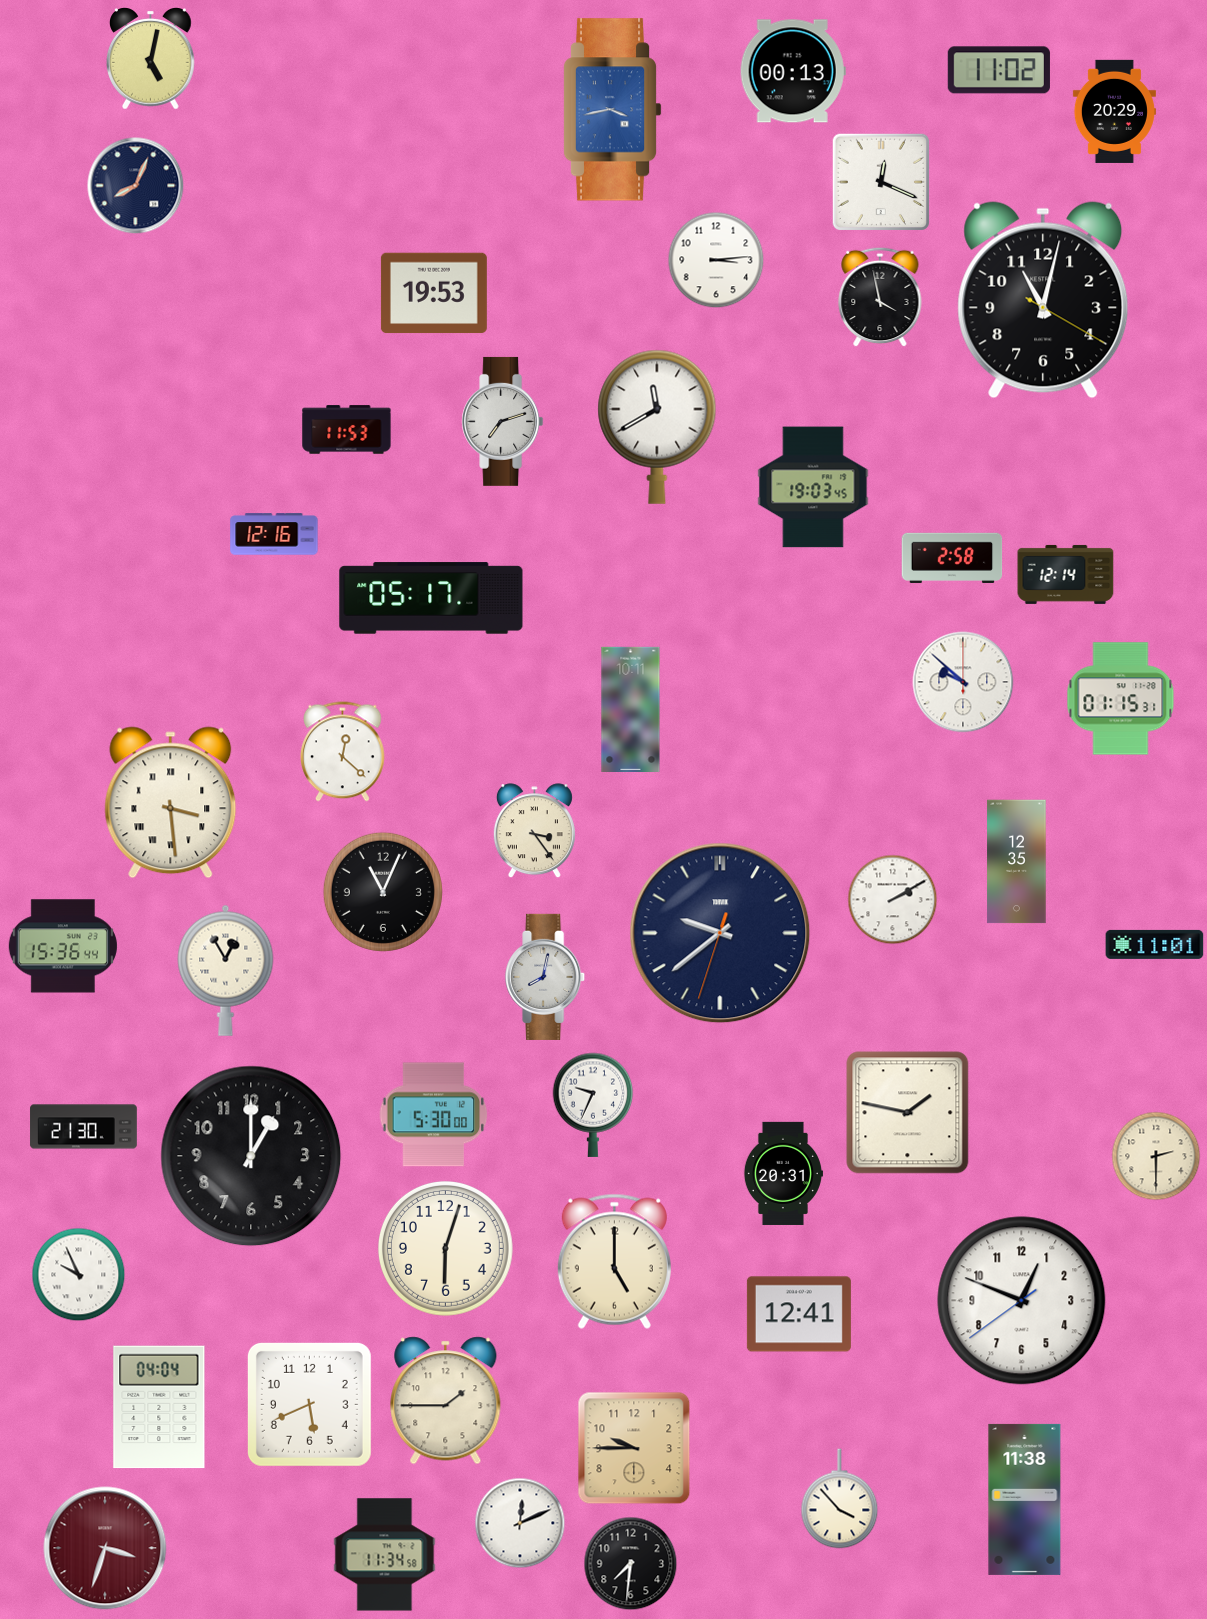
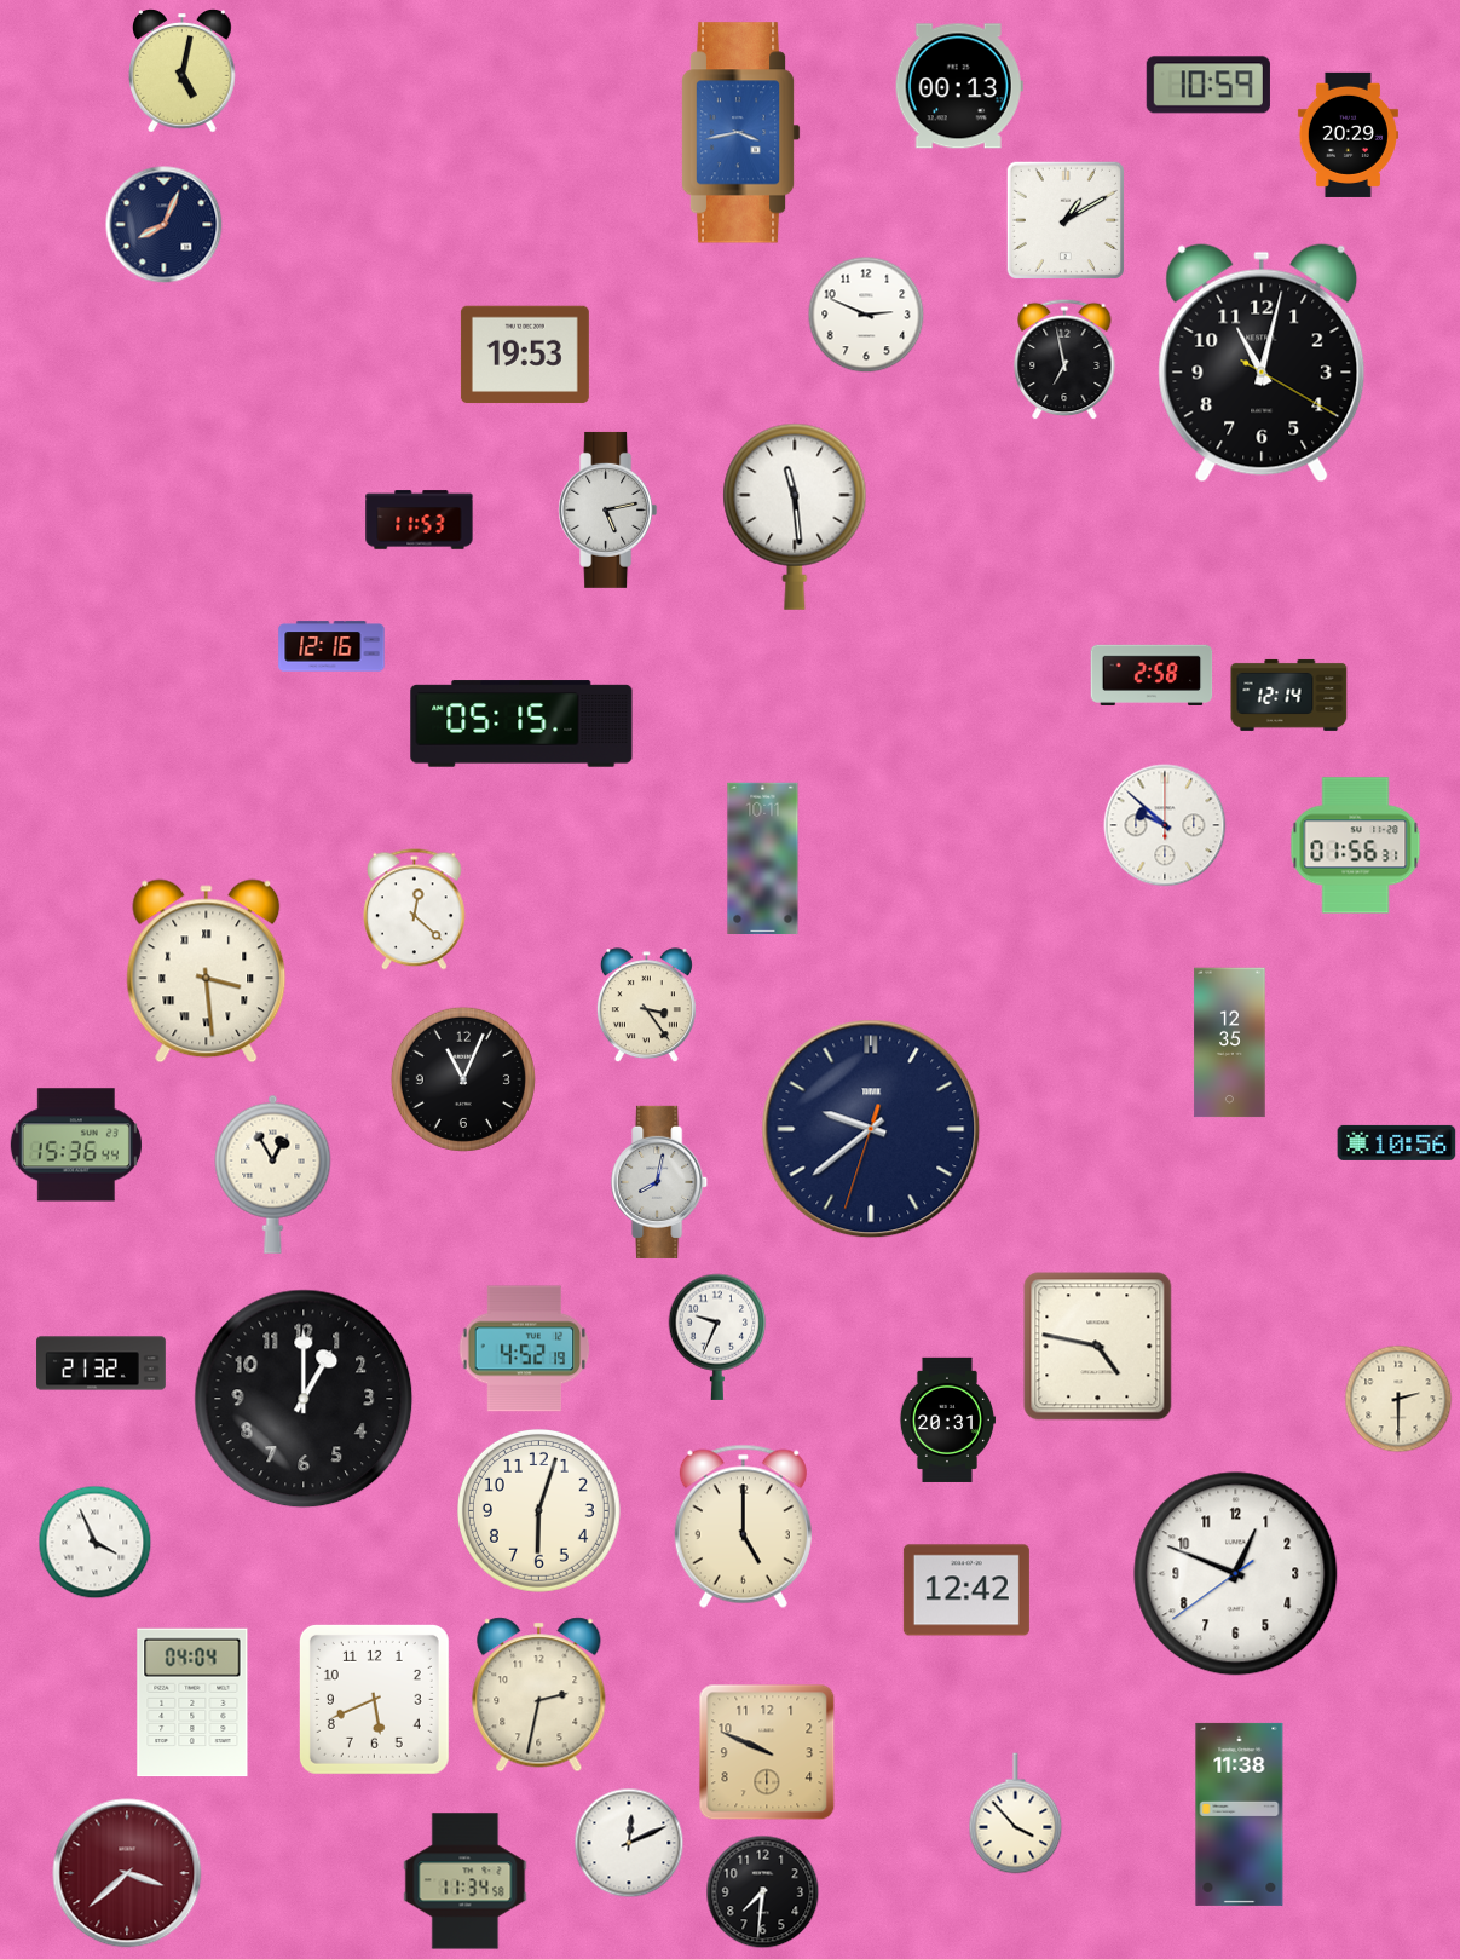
clock at (999, 70): 11:02 -> 10:59
clock at (880, 181): 12:19 -> 1:10
clock at (716, 260): 3:14 -> 2:49
clock at (880, 297): 3:58 -> 6:58
clock at (503, 421): 7:12 -> 5:13
clock at (657, 427): 11:40 -> 11:29
clock at (813, 487): 19:03 -> none
clock at (431, 598): 05:17 -> 05:15
clock at (1121, 699): 01:15 -> 01:56
clock at (893, 900): 2:10 -> none
clock at (1155, 944): 11:01 -> 10:56
clock at (908, 1113): 1:47 -> 4:47
clock at (434, 1115): 5:30 -> 4:52
clock at (84, 1127): 21:30 -> 21:32
clock at (79, 1275): 9:56 -> 3:56
clock at (799, 1314): 12:41 -> 12:42
clock at (446, 1401): 1:45 -> 2:32
clock at (634, 1448): 9:45 -> 9:49
clock at (105, 1548): 3:33 -> 3:38
